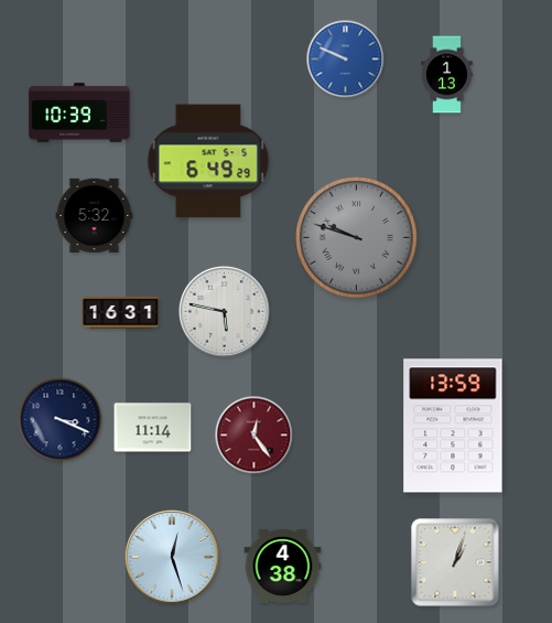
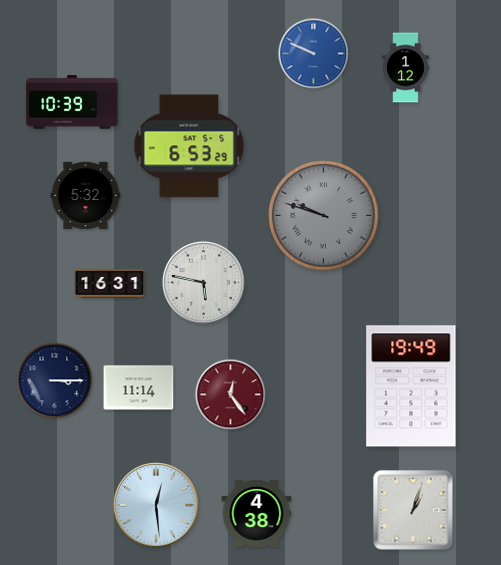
clock at (447, 75): 1:13 -> 1:12
clock at (208, 161): 6:49 -> 6:53
clock at (61, 420): 3:19 -> 3:15
clock at (453, 426): 13:59 -> 19:49
clock at (172, 557): 12:27 -> 12:29
